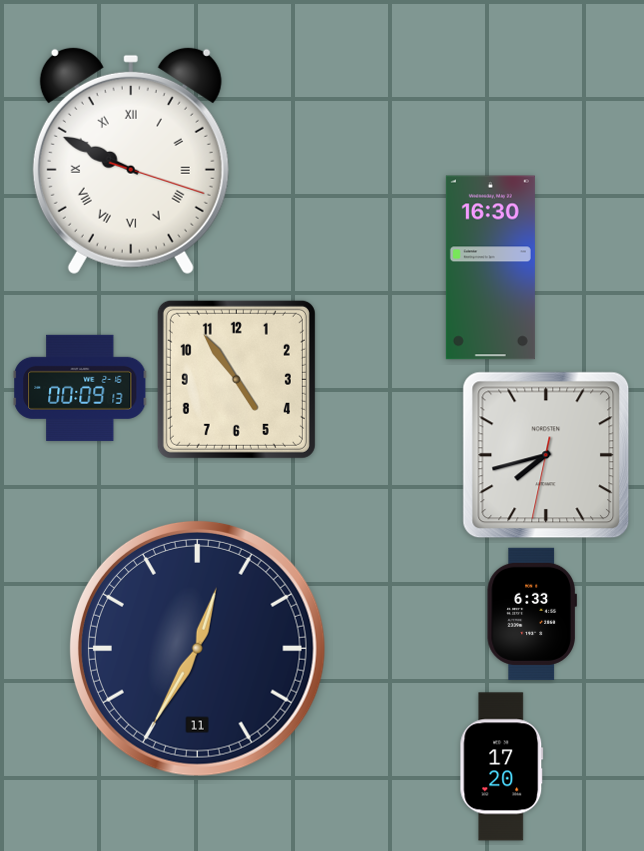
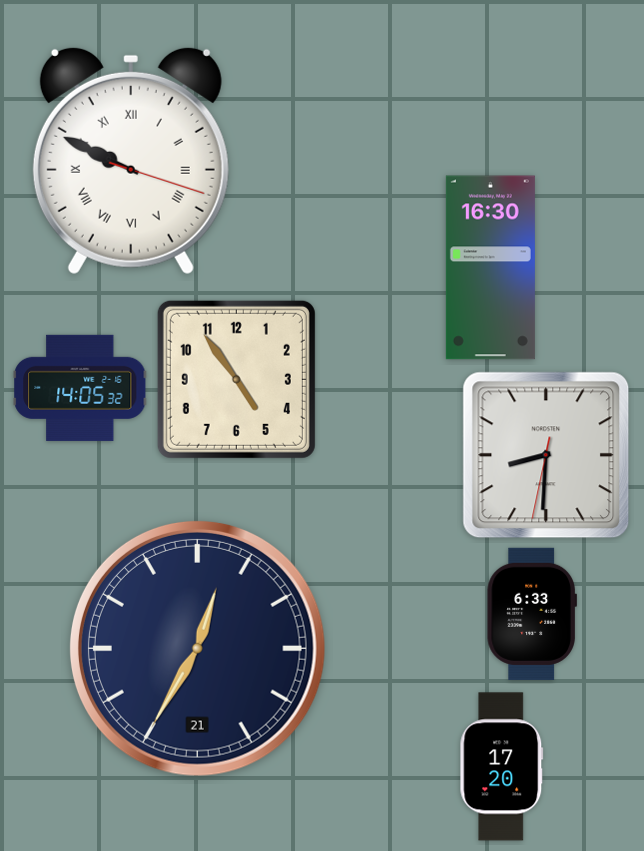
clock at (80, 388): 00:09 -> 14:05
clock at (546, 455): 7:42 -> 8:30
clock at (197, 648) date: 11 -> 21
